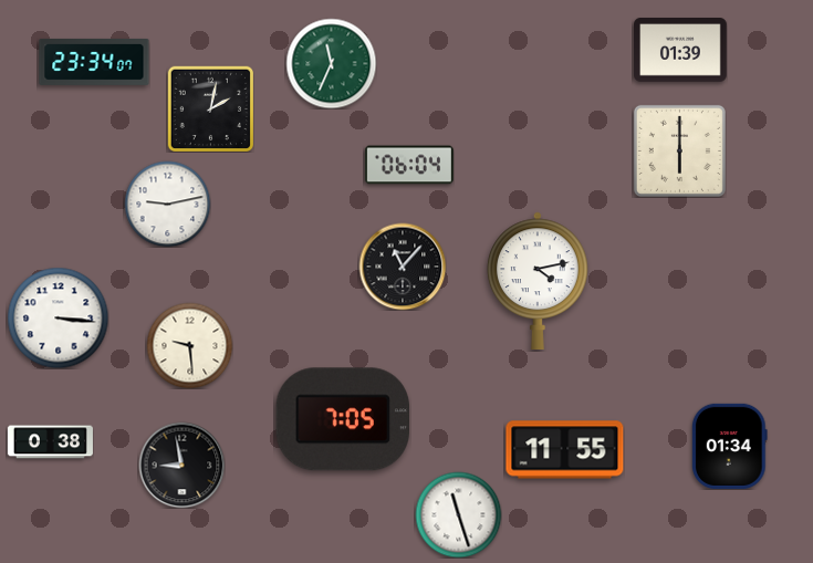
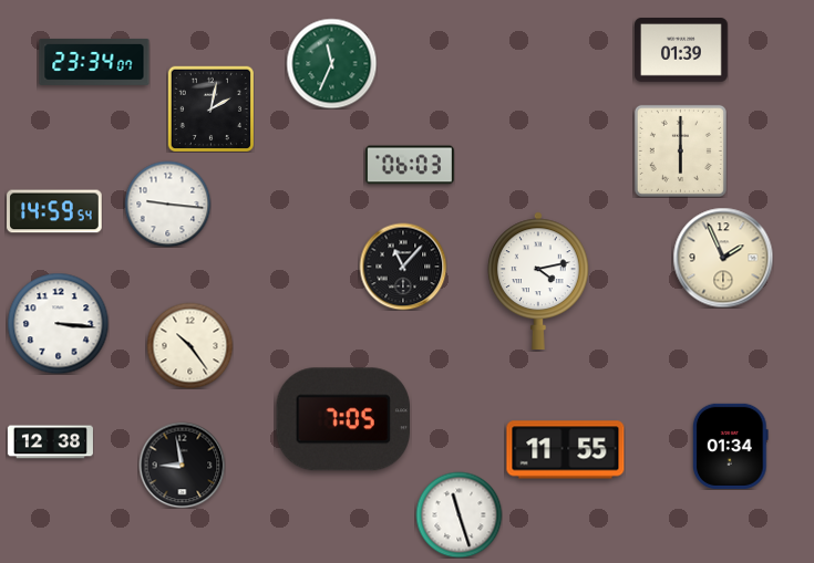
clock at (409, 165): 06:04 -> 06:03
clock at (167, 204): 9:13 -> 9:16
clock at (54, 211): none -> 14:59
clock at (723, 258): none -> 1:56
clock at (58, 317) position: (58, 317) -> (58, 323)
clock at (189, 345): 9:29 -> 10:24
clock at (50, 442): 0:38 -> 12:38
